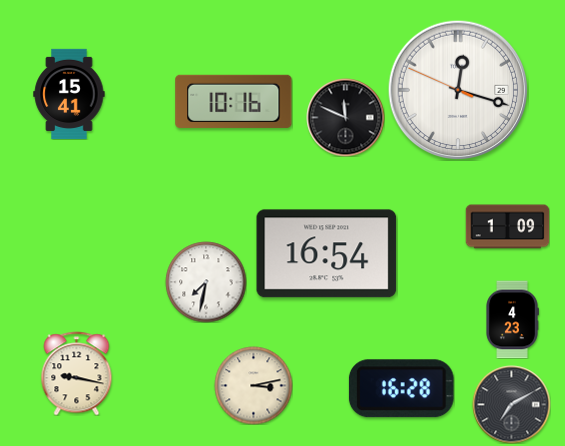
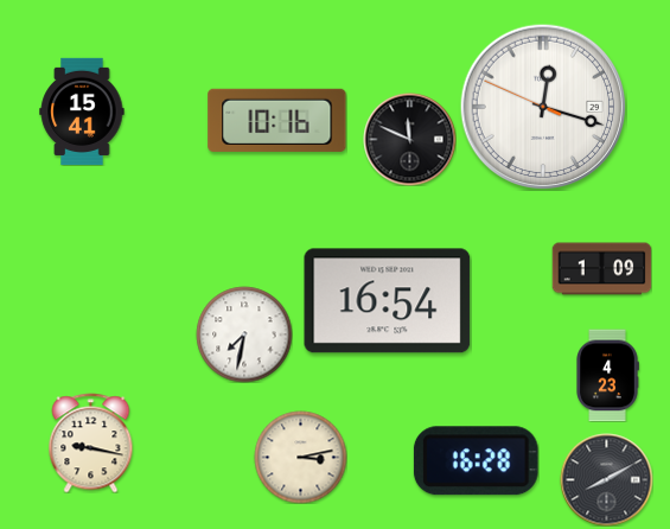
clock at (512, 319) position: (512, 319) -> (607, 375)
clock at (511, 404): 7:10 -> 8:10
